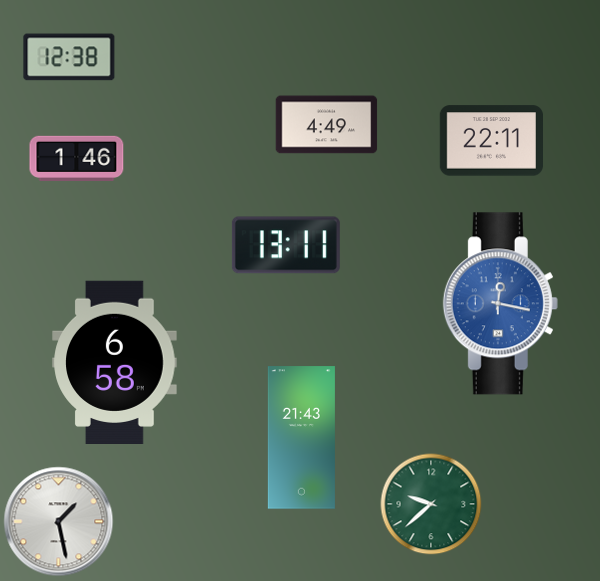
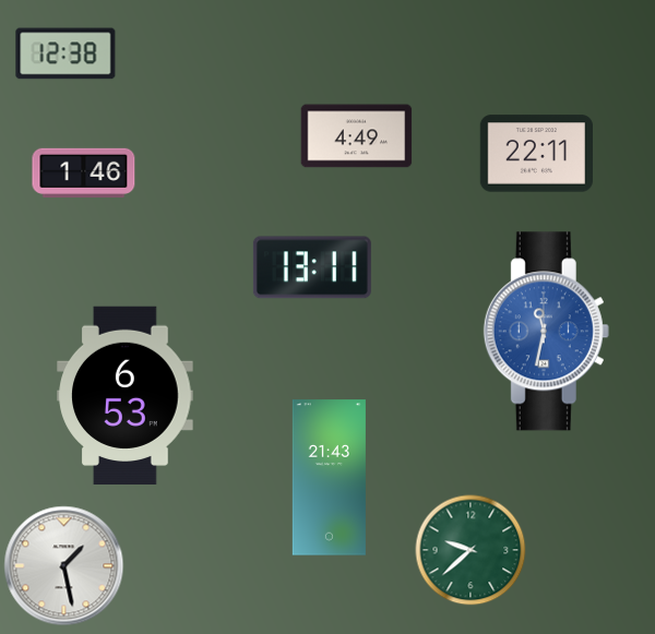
clock at (69, 57) position: (69, 57) -> (65, 53)
clock at (500, 304): 12:17 -> 11:32
clock at (115, 362): 6:58 -> 6:53
clock at (59, 522) position: (59, 522) -> (64, 566)
